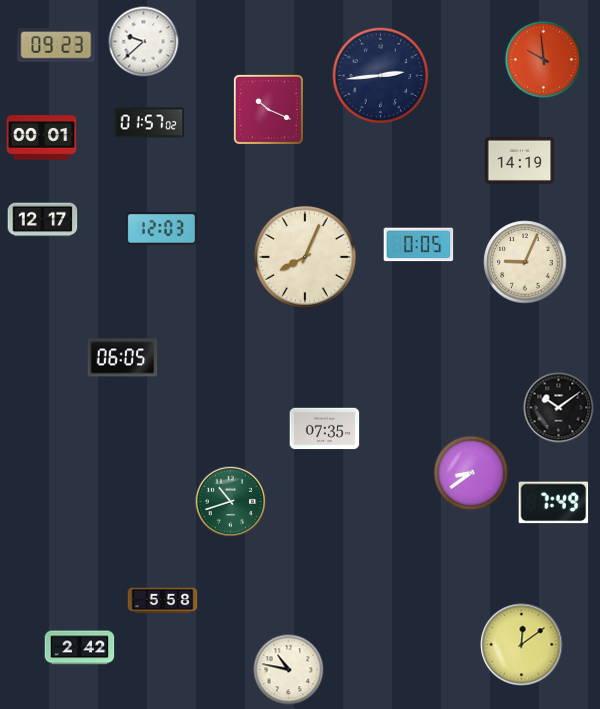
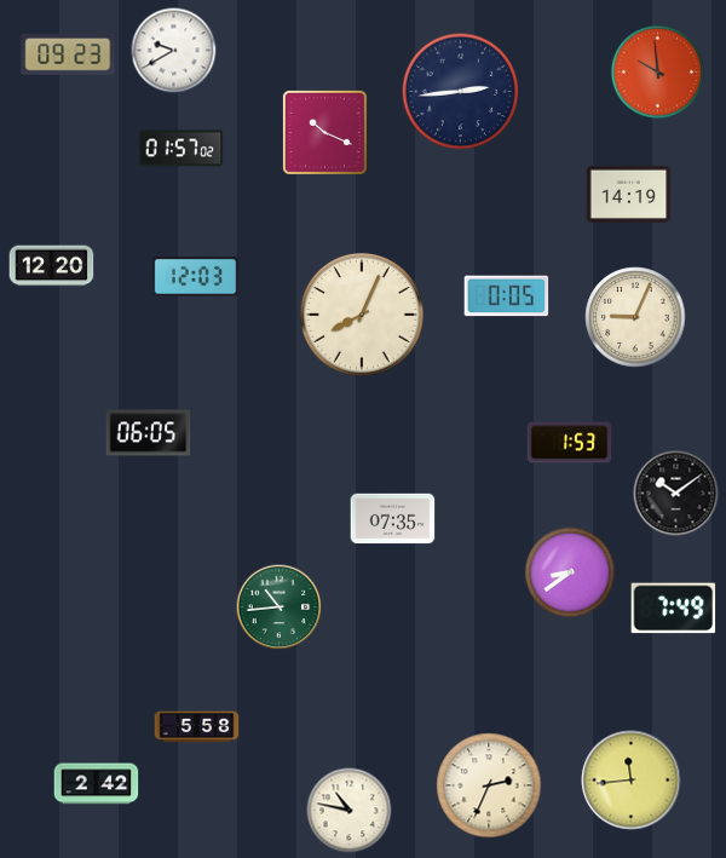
clock at (144, 42): 9:38 -> 9:40
clock at (42, 138): 00:01 -> none
clock at (43, 220): 12:17 -> 12:20
clock at (305, 257) position: (305, 257) -> (362, 315)
clock at (570, 443): none -> 1:53
clock at (231, 502): 10:42 -> 10:44
clock at (554, 503) position: (554, 503) -> (674, 609)
clock at (522, 645): 12:09 -> 11:44
clock at (489, 785): none -> 2:34
